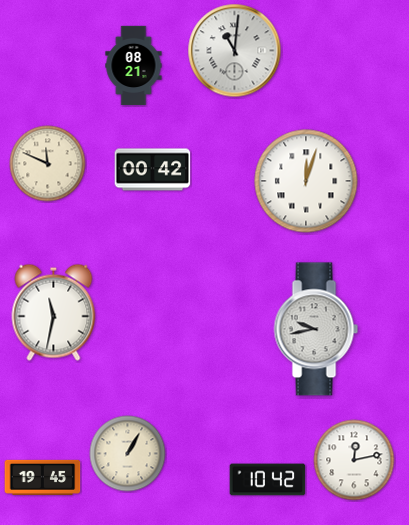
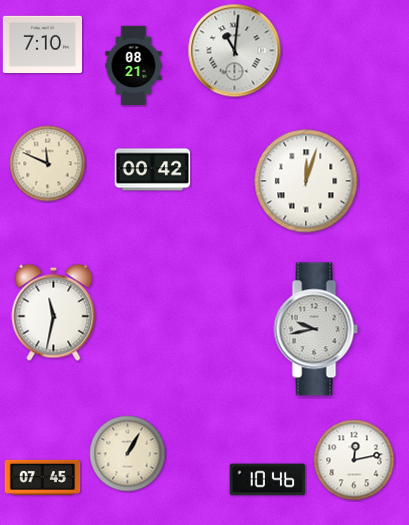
clock at (42, 44): none -> 7:10
clock at (43, 477): 19:45 -> 07:45
clock at (268, 480): 10:42 -> 10:46
